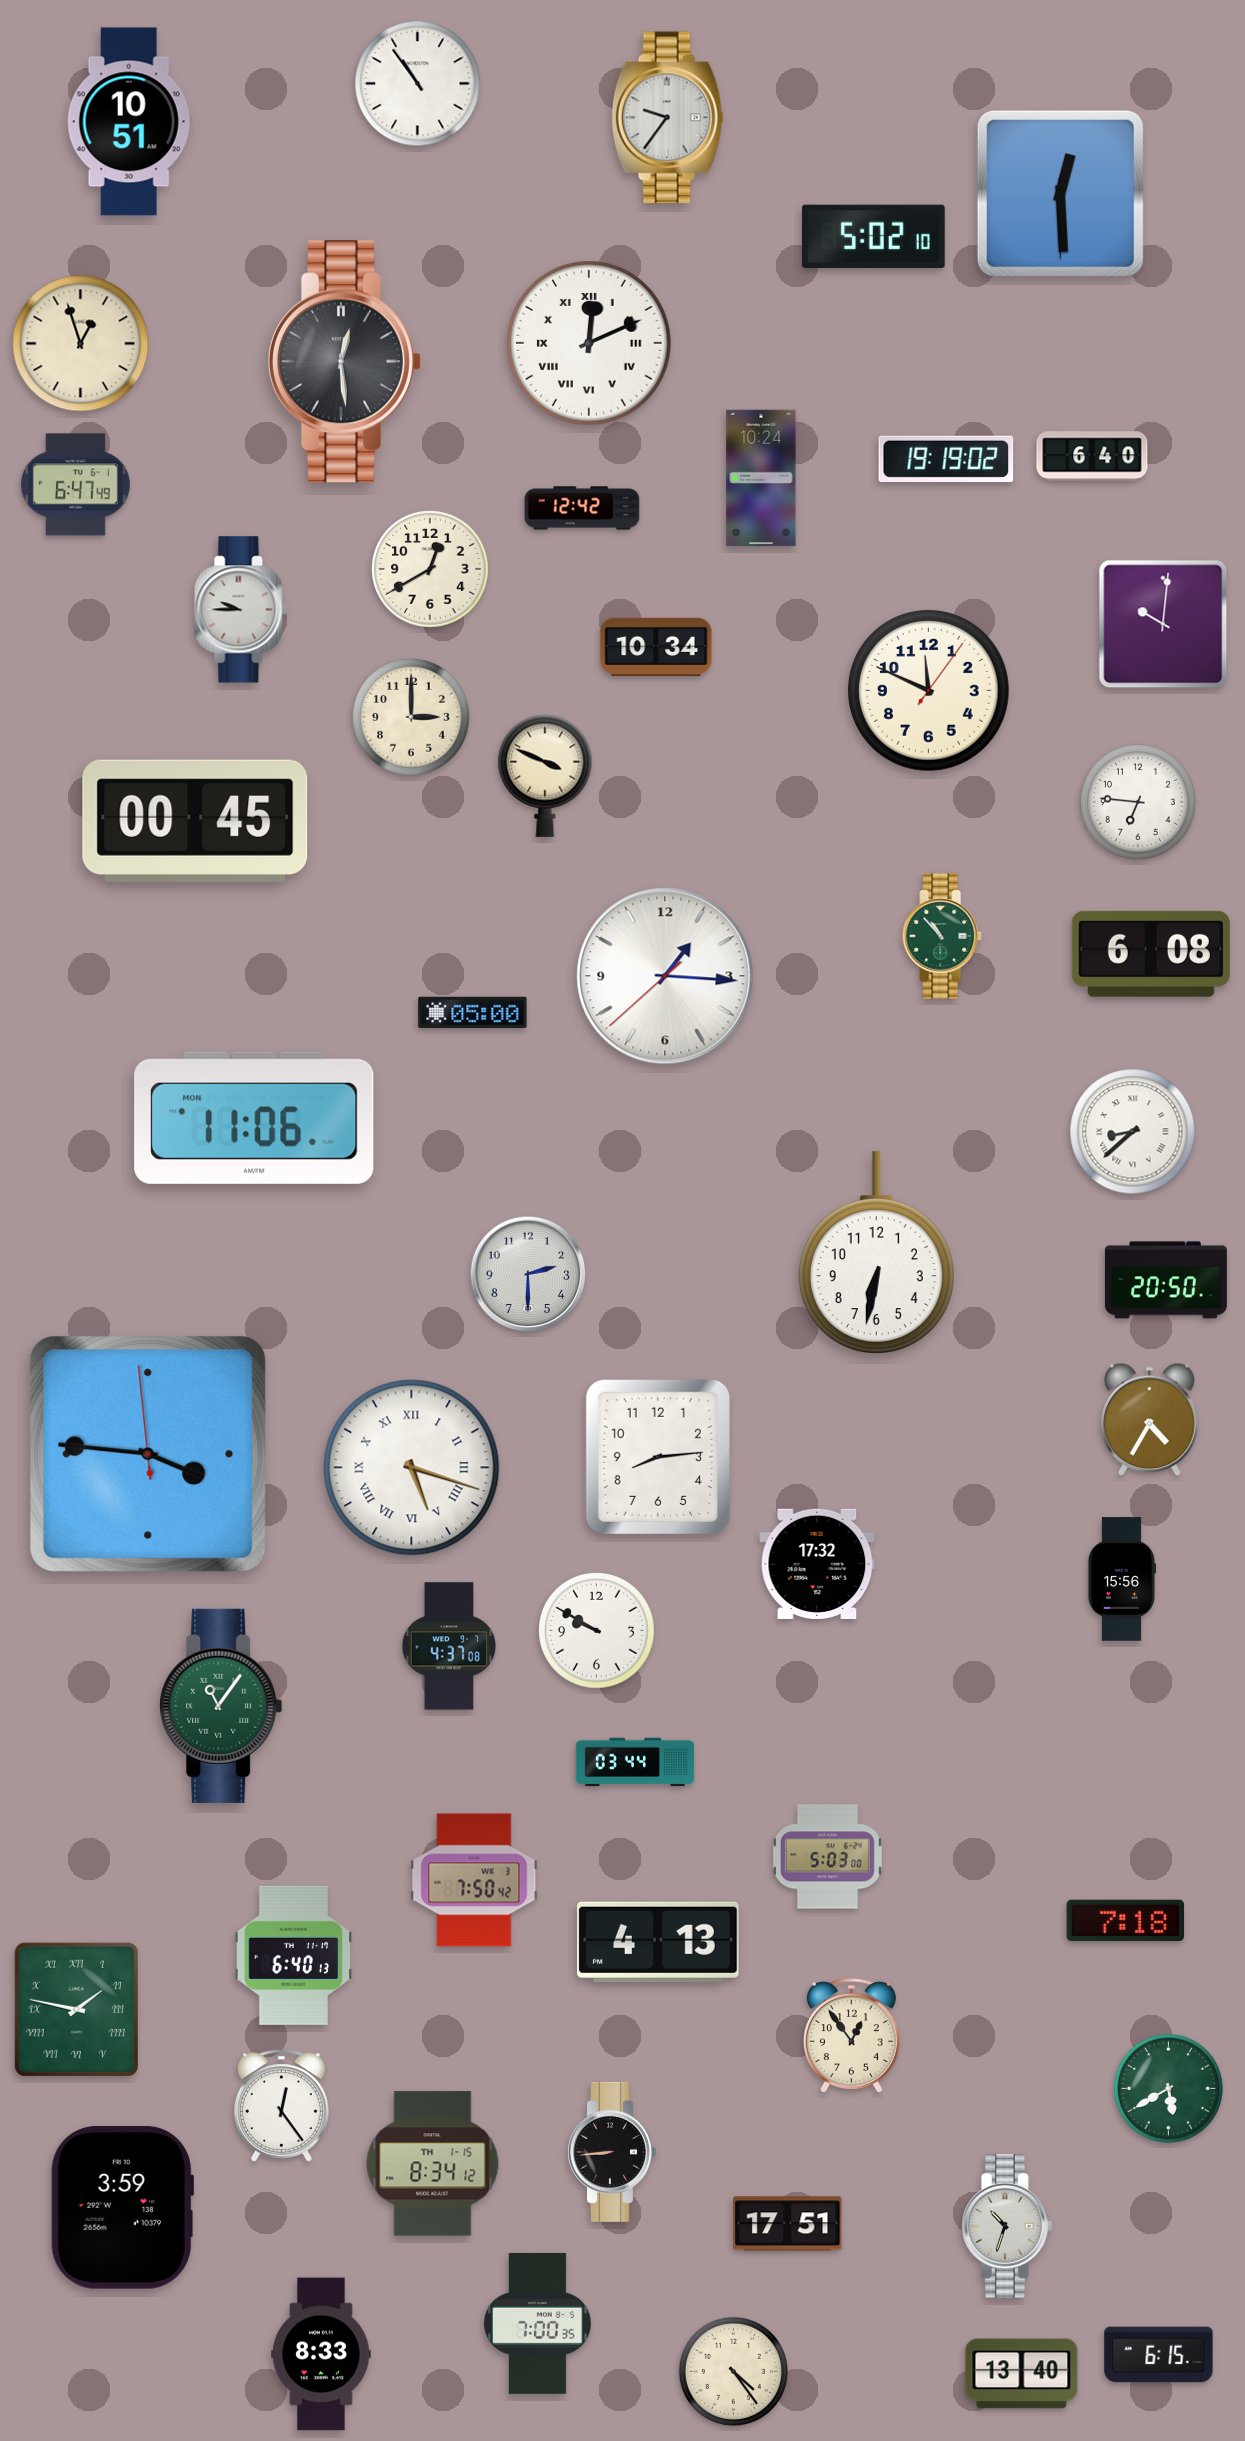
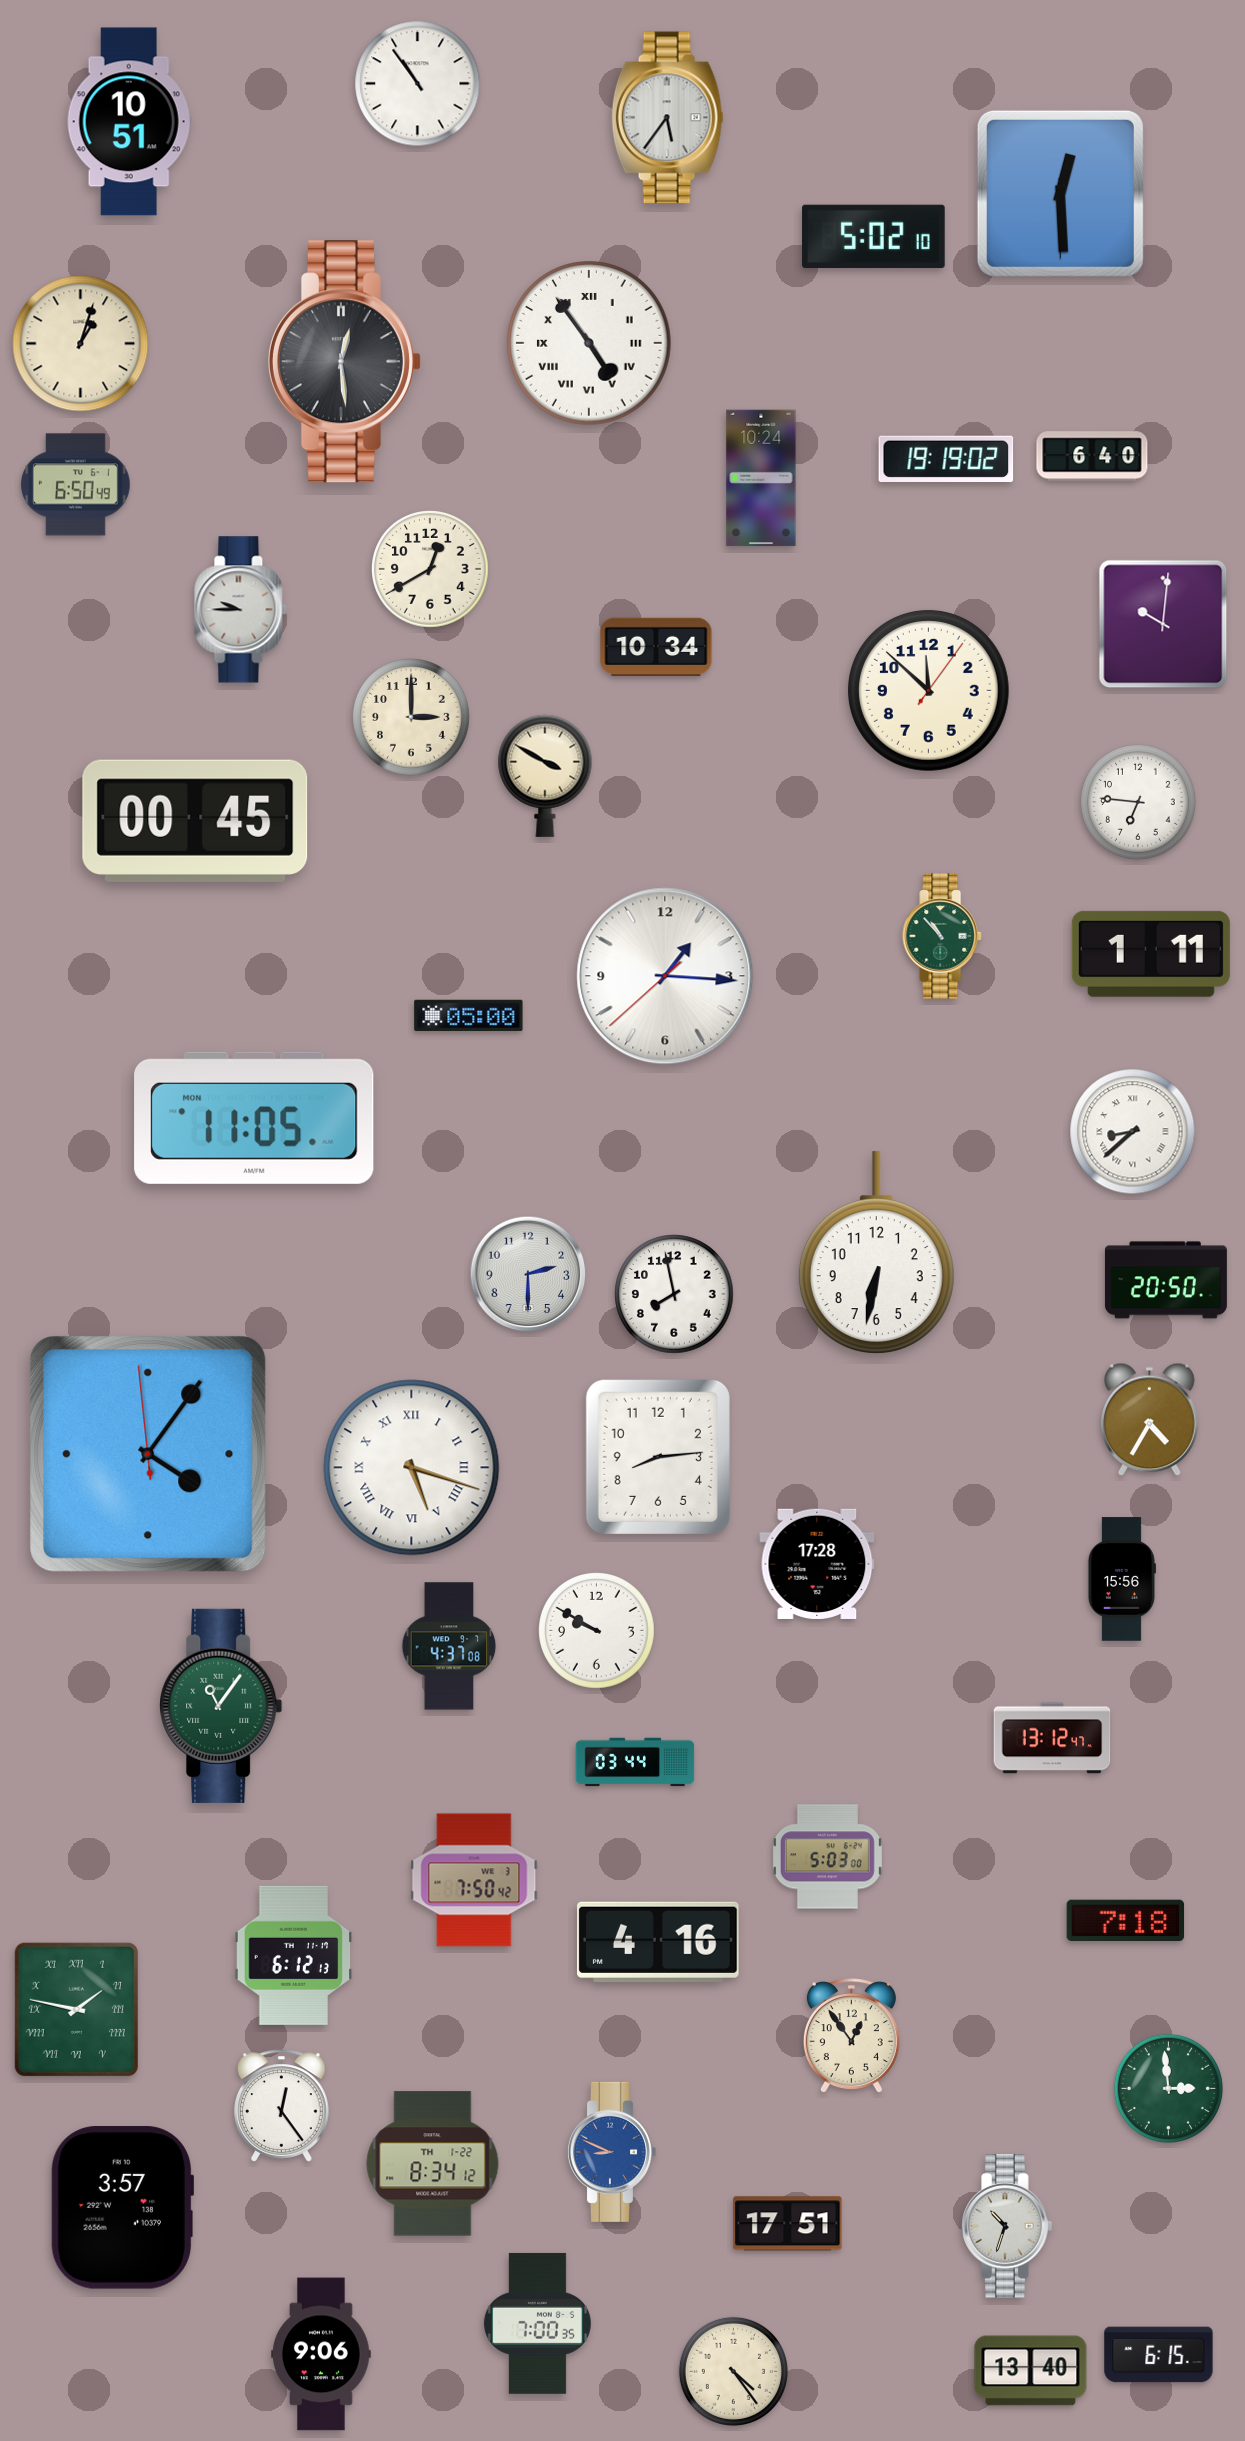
clock at (667, 118): 9:36 -> 5:36
clock at (589, 343): 12:11 -> 4:54
clock at (81, 344): 12:57 -> 1:03
clock at (76, 485): 6:47 -> 6:50
clock at (582, 508): 12:42 -> none
clock at (928, 690): 11:49 -> 11:52
clock at (545, 776): 3:49 -> 3:50
clock at (1151, 954): 6:08 -> 1:11
clock at (473, 1012) position: (473, 1012) -> (469, 1015)
clock at (254, 1118): 11:06 -> 11:05
clock at (674, 1294): none -> 7:58
clock at (148, 1454): 3:45 -> 4:05
clock at (817, 1564): 17:32 -> 17:28
clock at (1052, 1738): none -> 13:12
clock at (659, 1942): 4:13 -> 4:16
clock at (294, 1955): 6:40 -> 6:12
clock at (1168, 2088): 5:40 -> 2:59
clock at (611, 2152): 8:44 -> 8:49
clock at (611, 2152) dial: black -> blue
clock at (433, 2164) date: TH 1-15 -> TH 1-22
clock at (122, 2208): 3:59 -> 3:57
clock at (321, 2354): 8:33 -> 9:06
clock at (1022, 2374) position: (1022, 2374) -> (1031, 2371)
